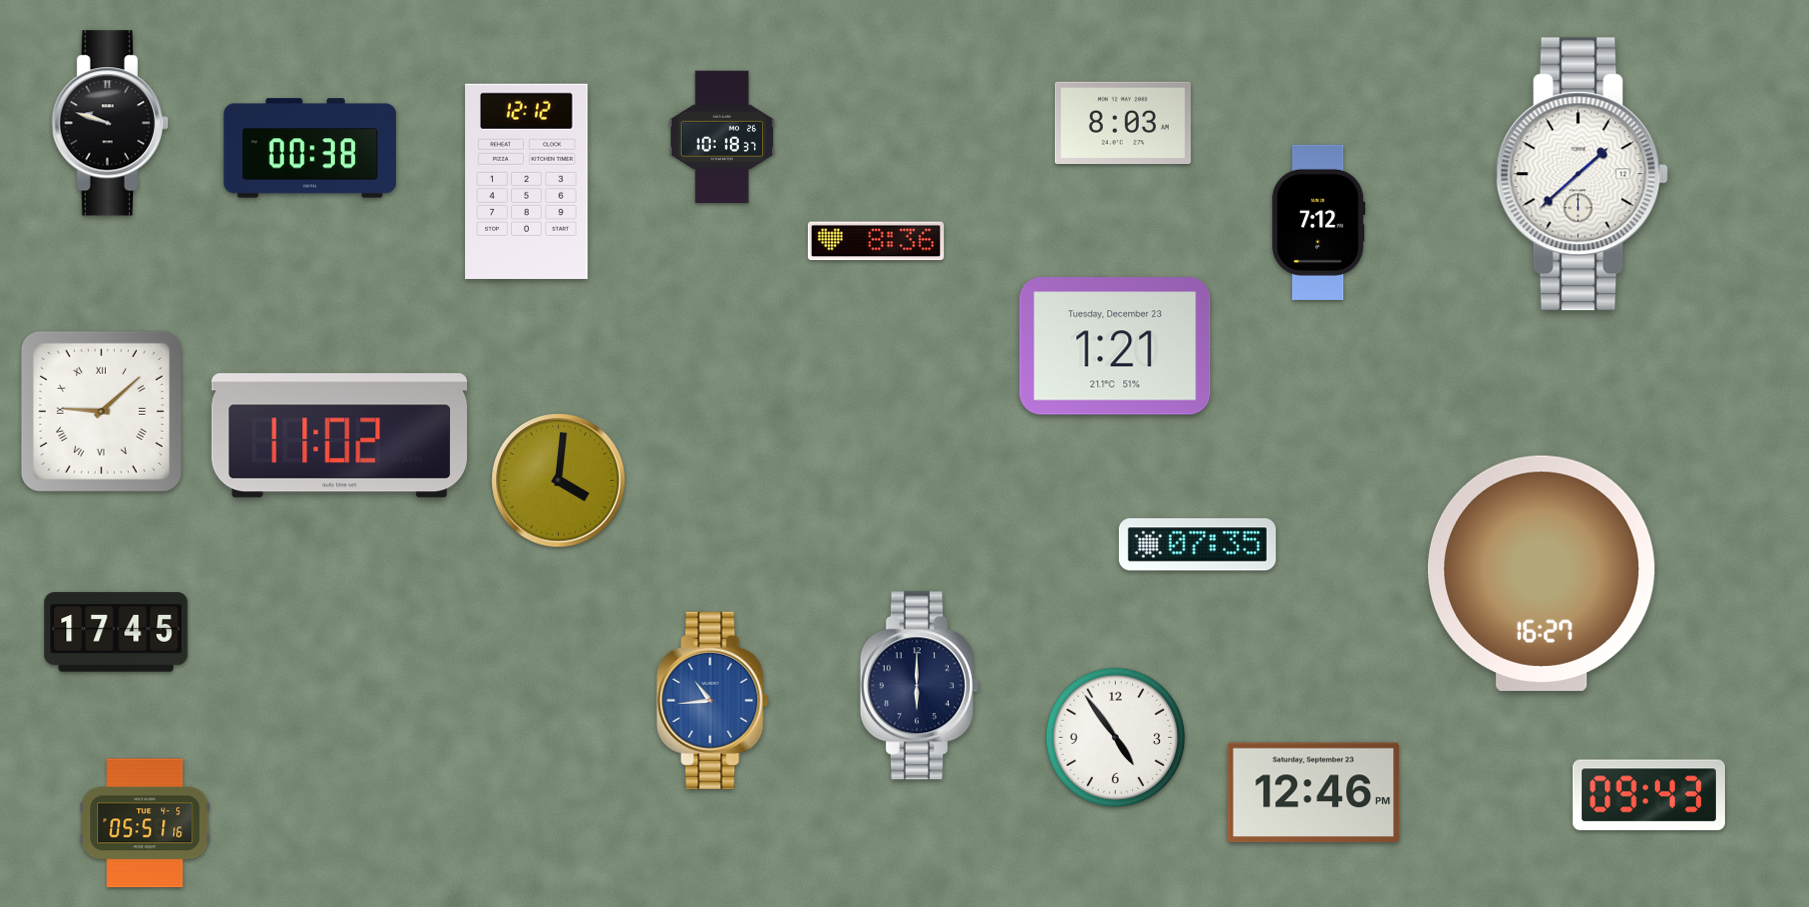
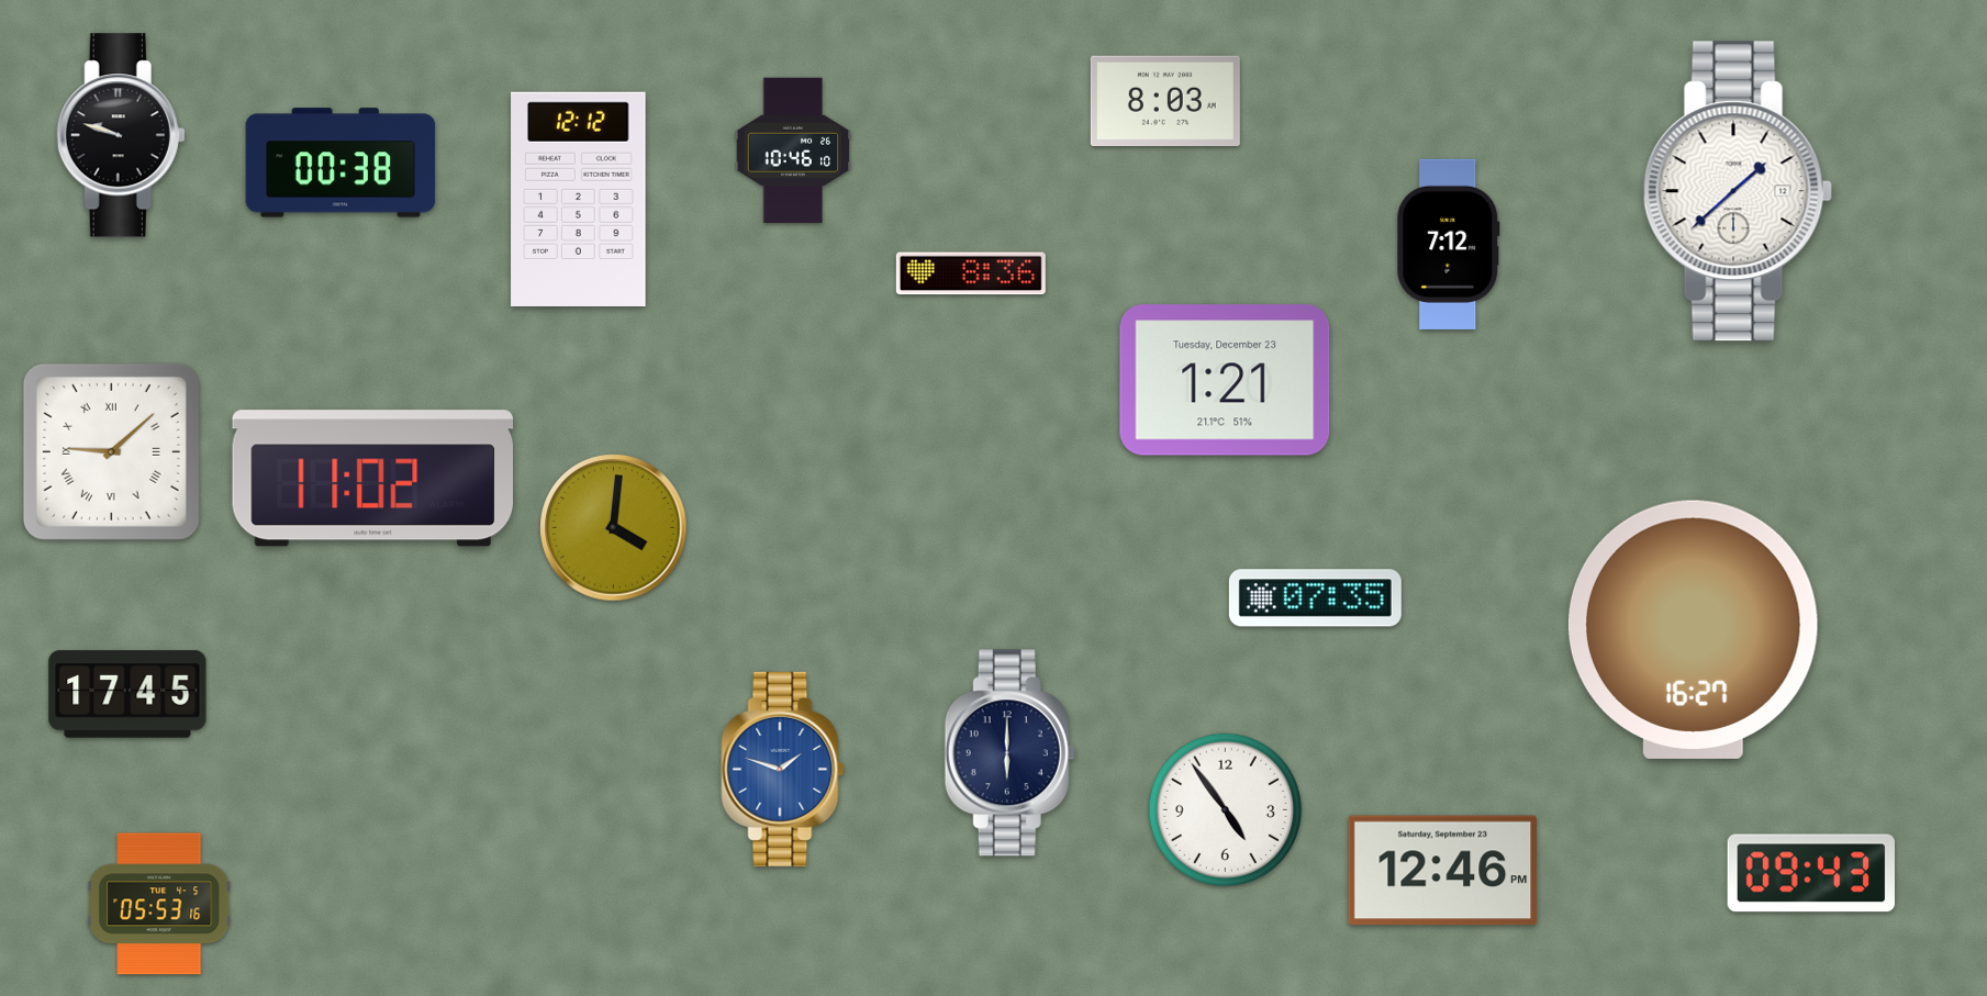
clock at (1123, 122) position: (1123, 122) -> (1165, 100)
clock at (722, 137): 10:18 -> 10:46
clock at (876, 241) position: (876, 241) -> (971, 273)
clock at (713, 700): 10:44 -> 1:48
clock at (146, 823): 05:51 -> 05:53
